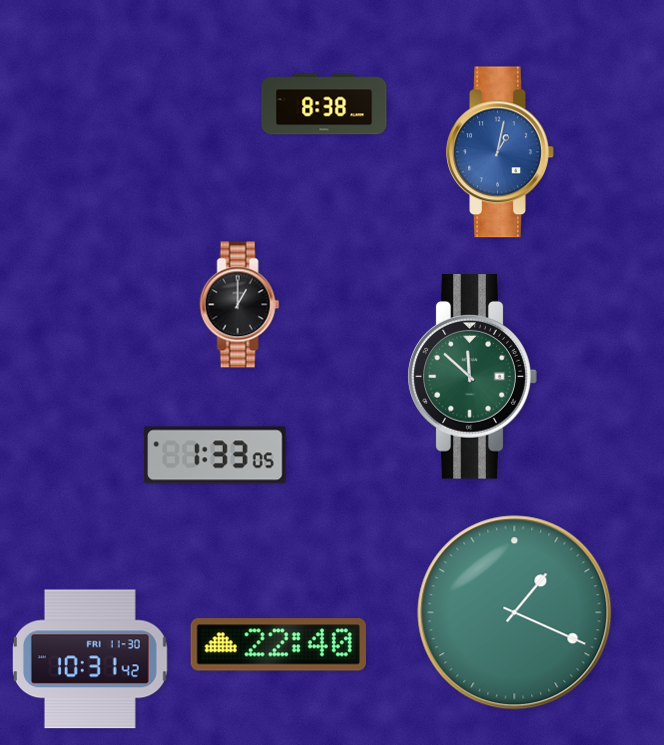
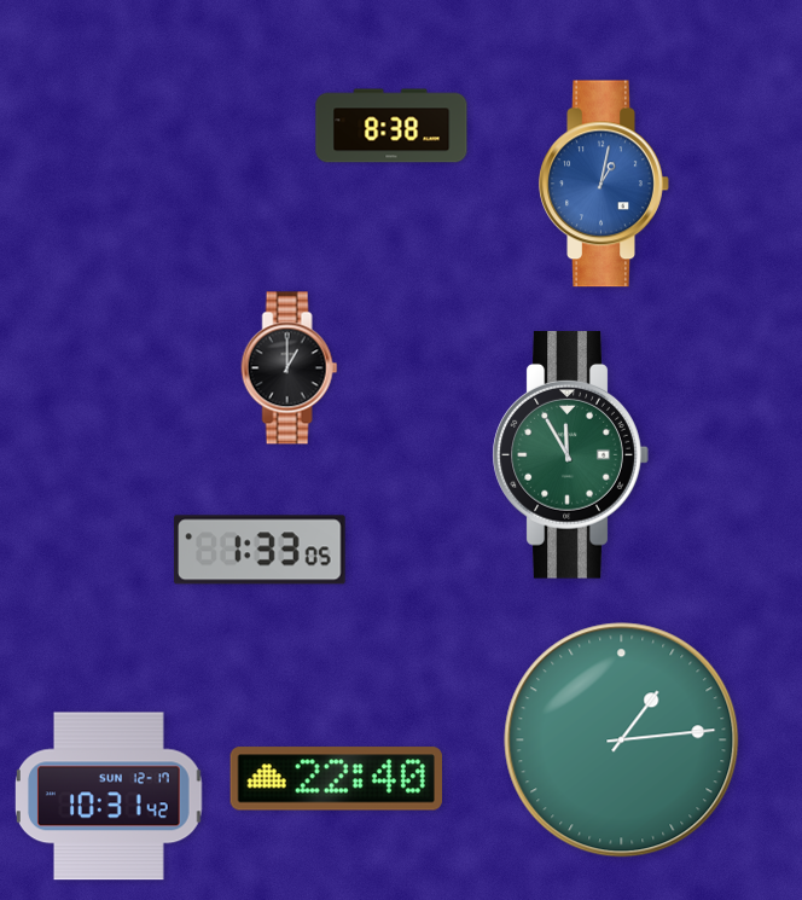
clock at (472, 377): 11:52 -> 11:55
clock at (515, 613): 1:19 -> 1:14
clock at (91, 659) date: FRI 11-30 -> SUN 12-17
